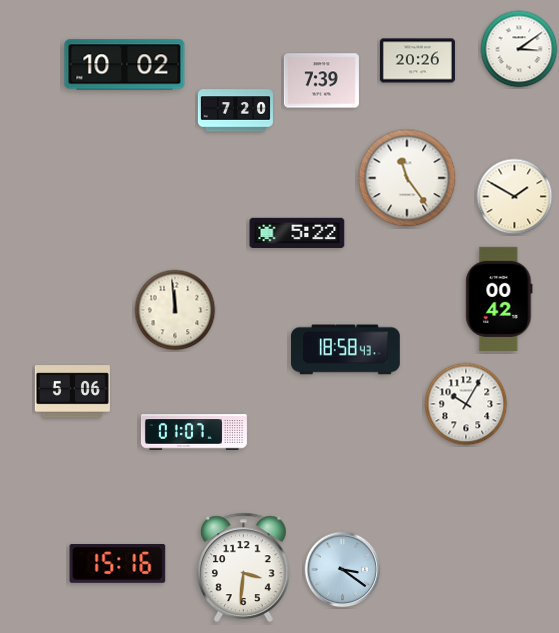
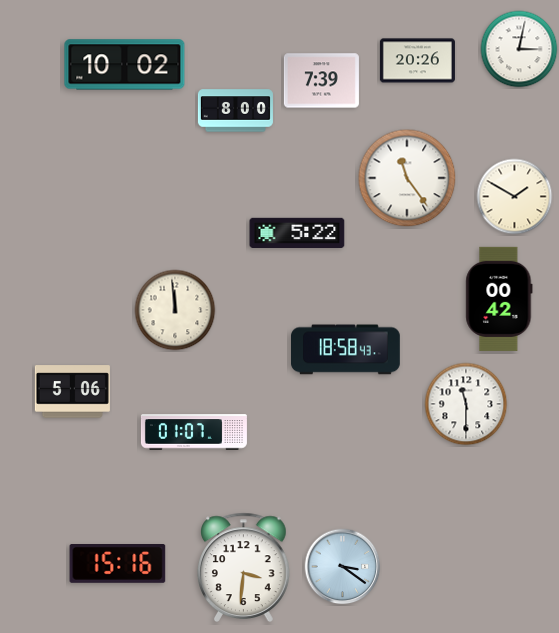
clock at (519, 49): 3:09 -> 3:02
clock at (235, 111): 7:20 -> 8:00
clock at (466, 404): 10:05 -> 11:30
clock at (343, 570) position: (343, 570) -> (343, 567)
